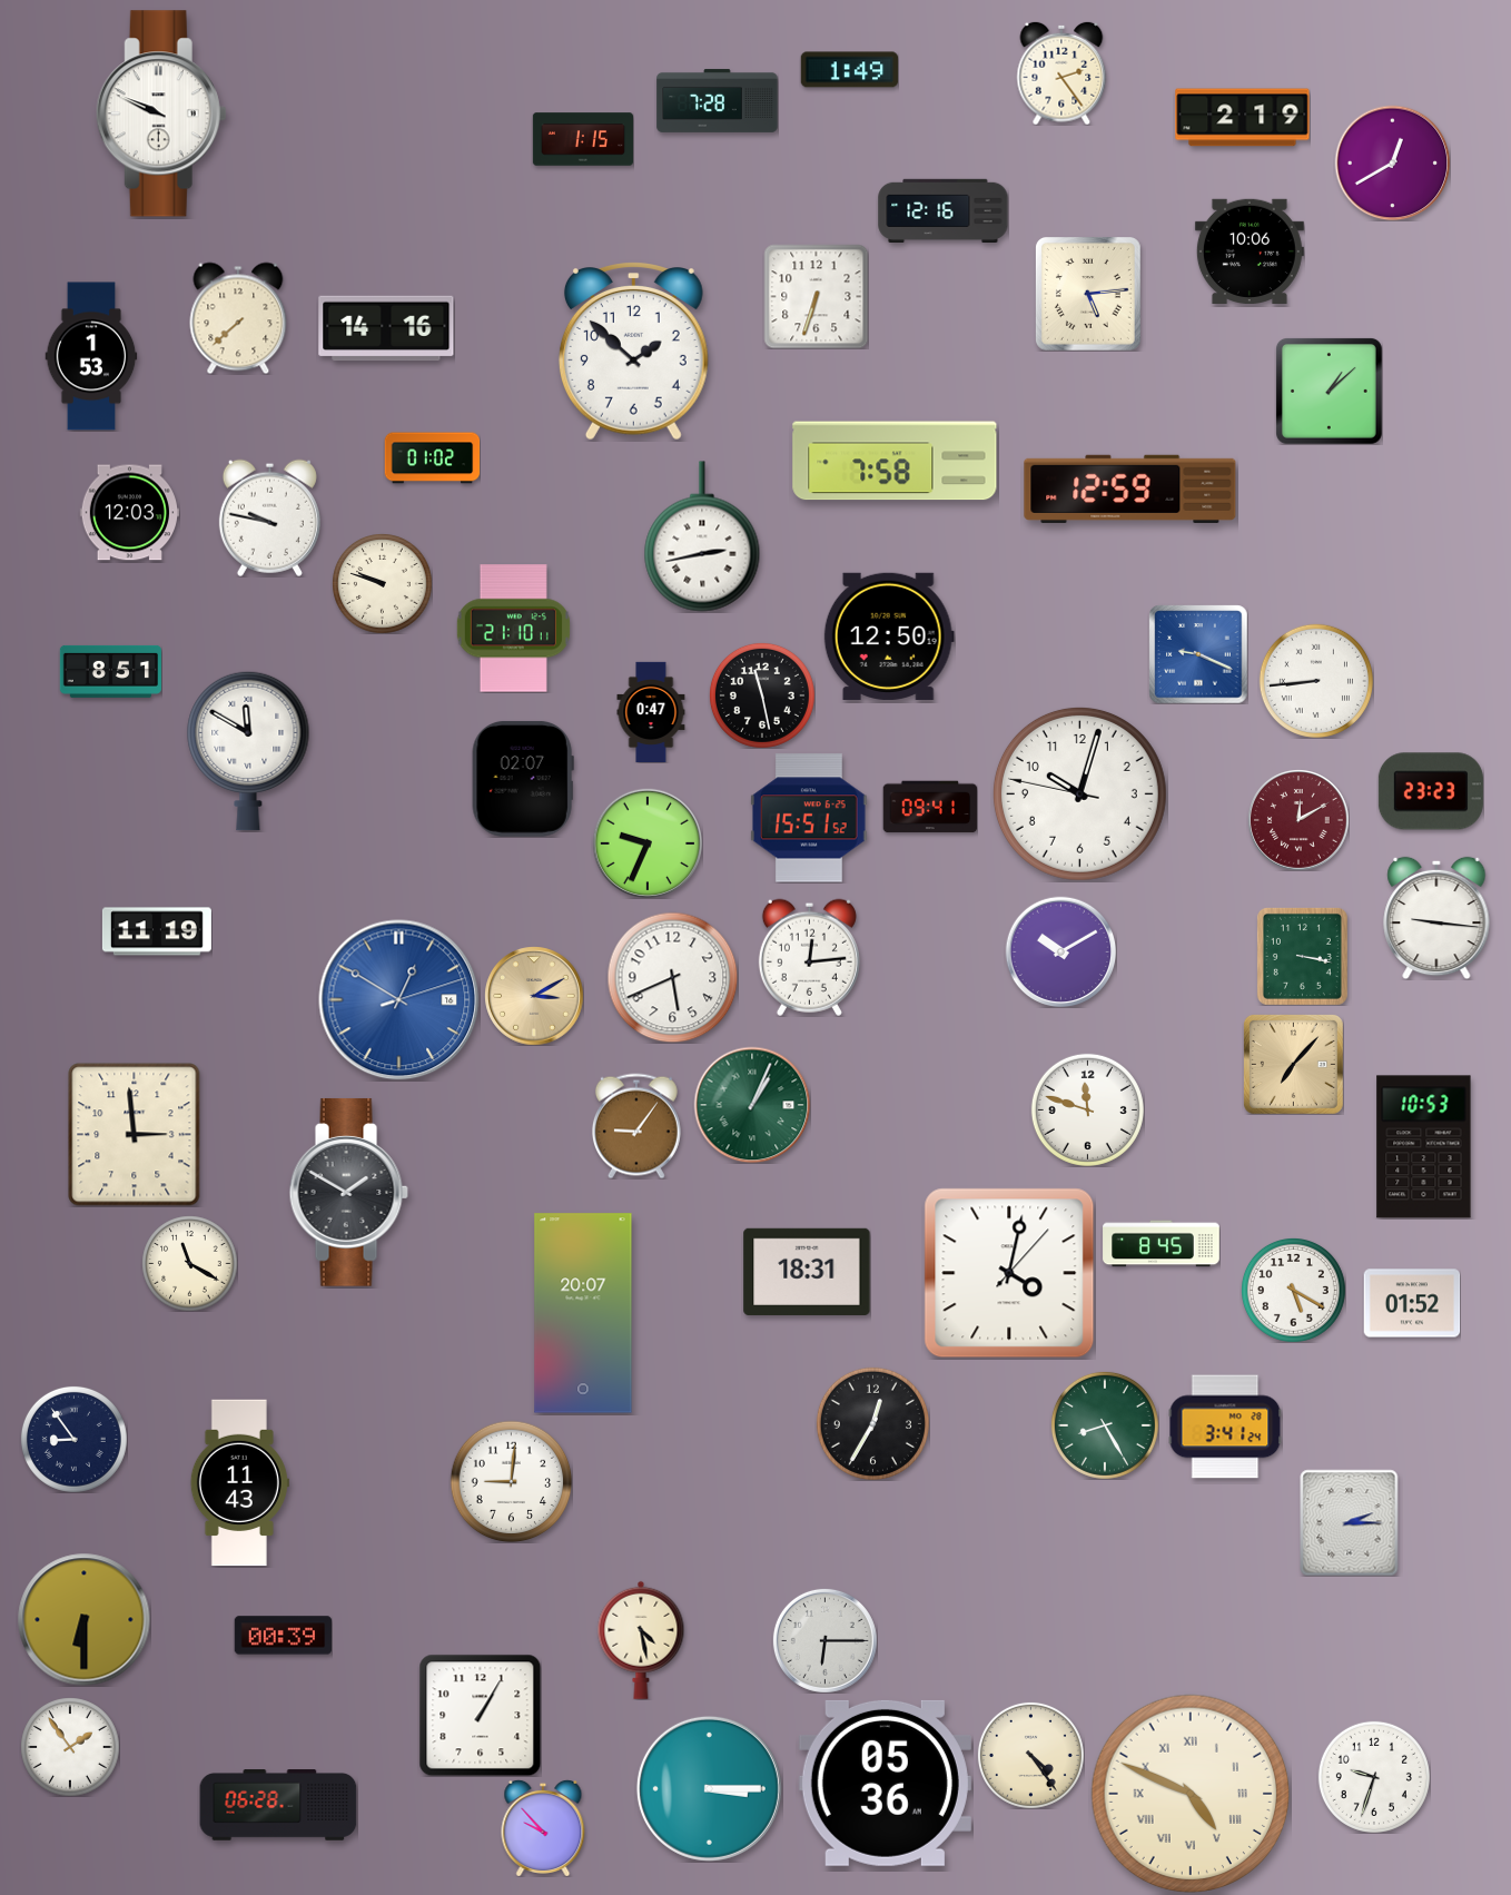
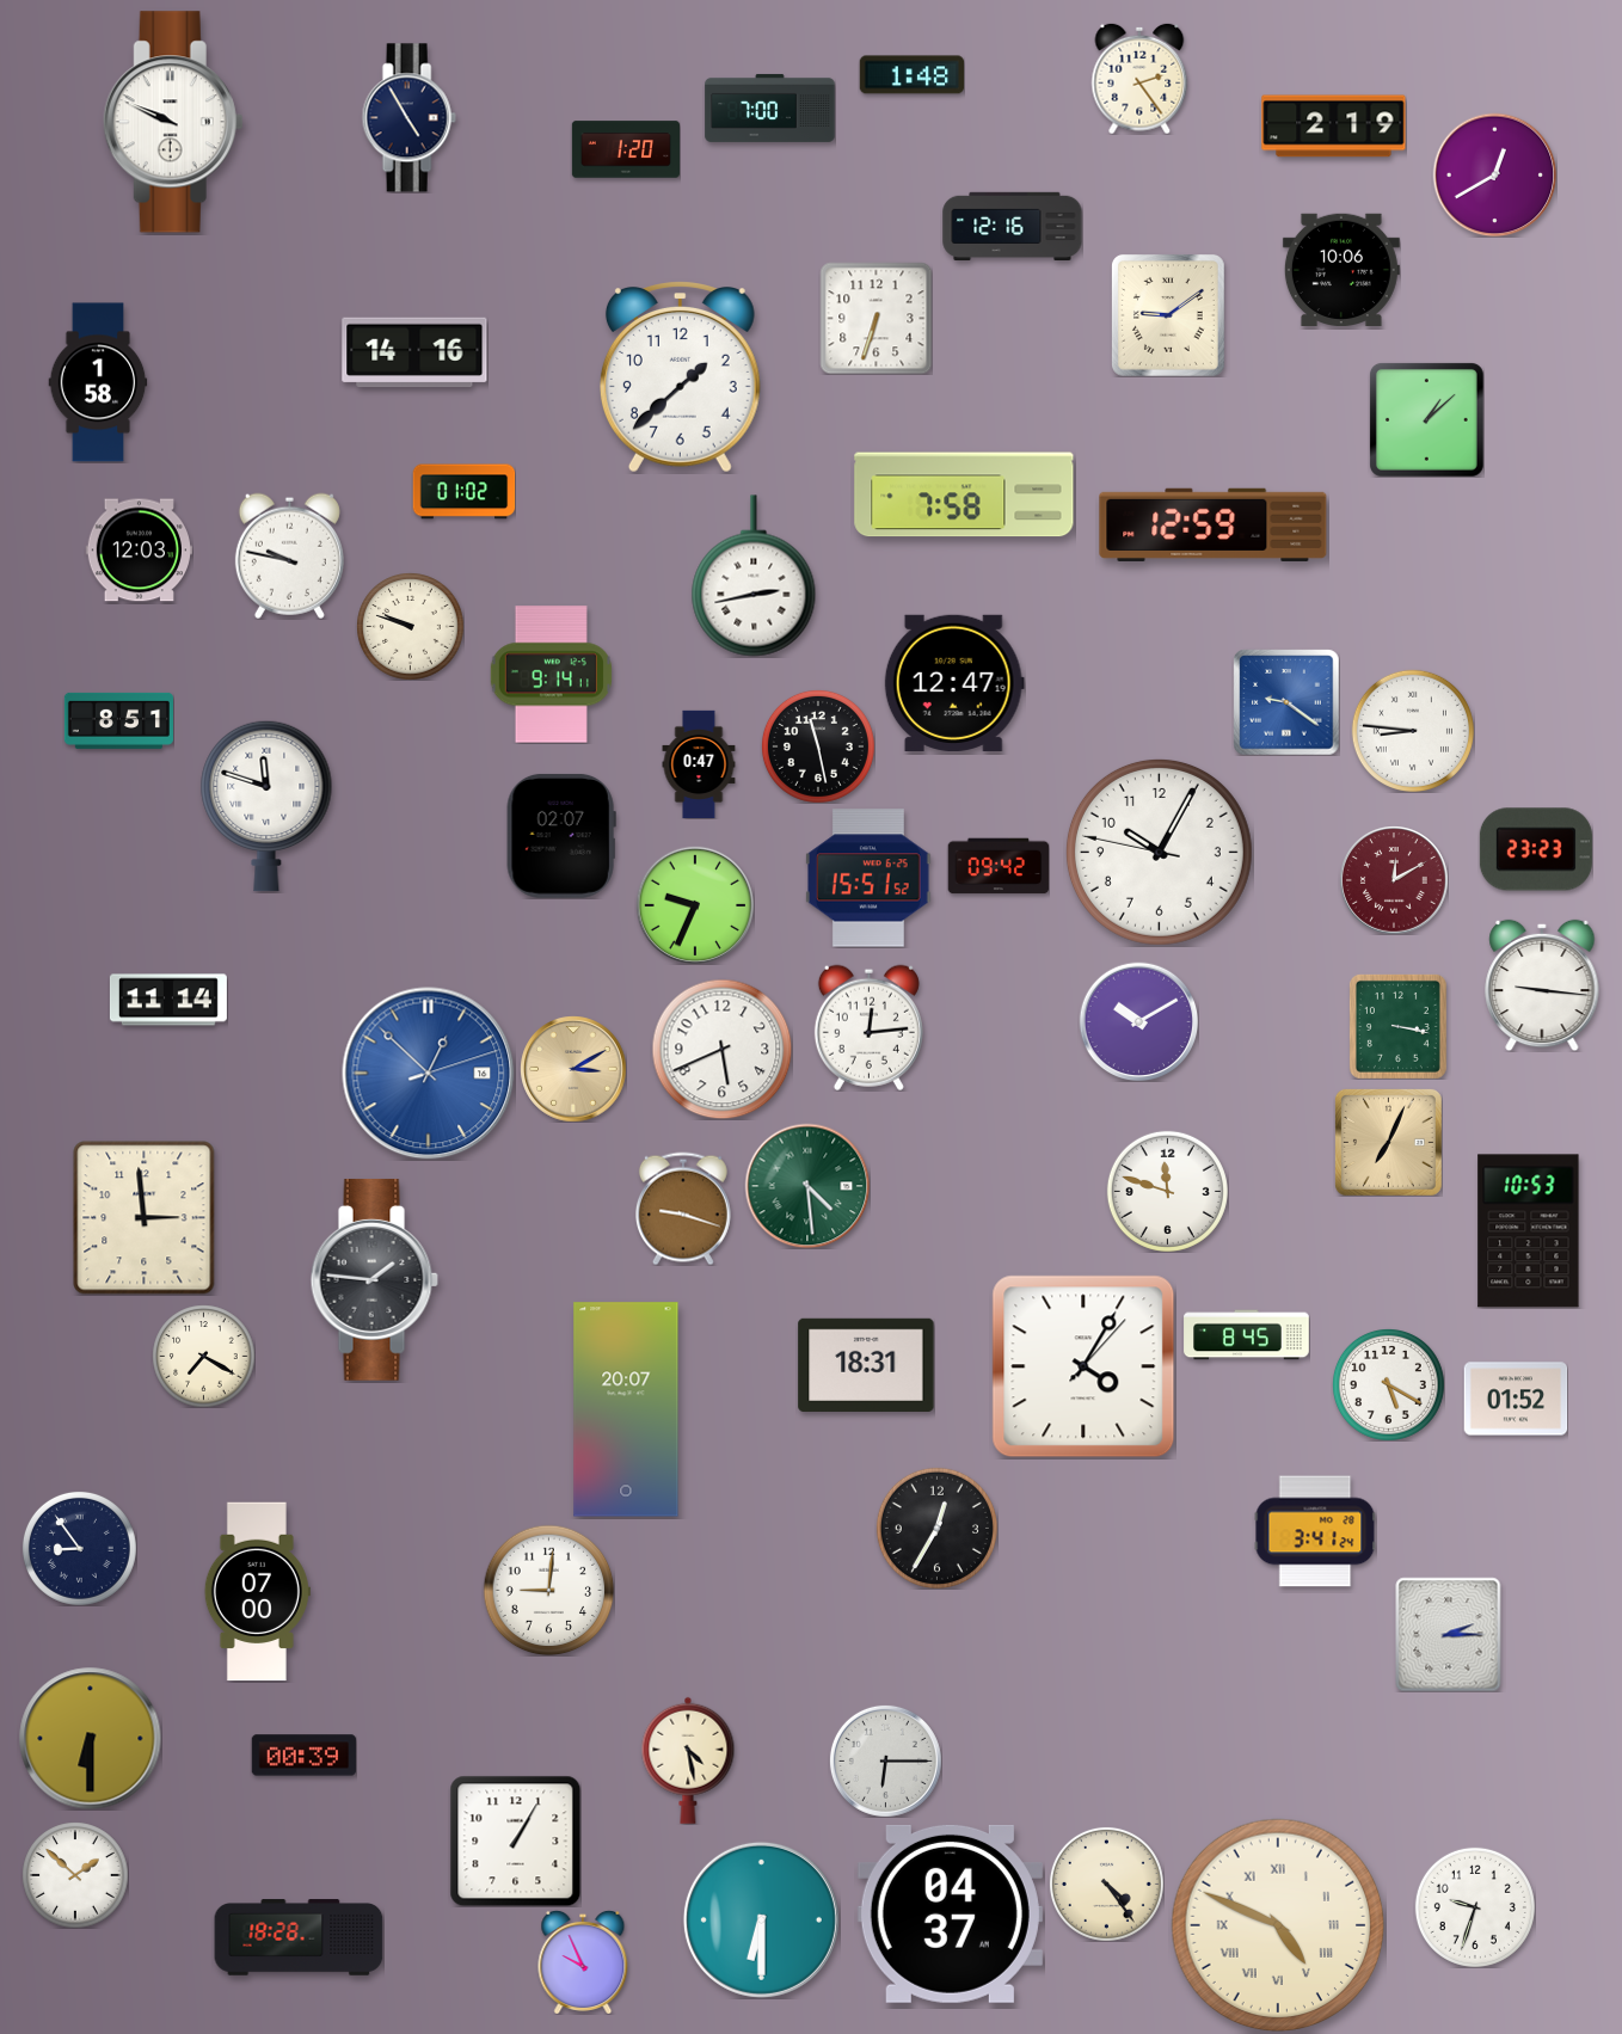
clock at (849, 70): 1:49 -> 1:48
clock at (718, 101): 7:28 -> 7:00
clock at (408, 118): none -> 4:55
clock at (583, 139): 1:15 -> 1:20
clock at (1088, 294): 5:14 -> 9:09
clock at (238, 318): 7:38 -> none
clock at (633, 352): 1:52 -> 1:38
clock at (91, 356): 1:53 -> 1:58
clock at (895, 461) position: (895, 461) -> (964, 494)
clock at (513, 629): 21:10 -> 9:14
clock at (889, 636): 12:50 -> 12:47
clock at (1198, 654): 9:19 -> 9:21
clock at (1316, 681): 8:44 -> 8:46
clock at (248, 751): 11:50 -> 11:48
clock at (1079, 793): 10:02 -> 10:04
clock at (930, 807): 09:41 -> 09:42
clock at (157, 931): 11:19 -> 11:14
clock at (399, 1000): 12:50 -> 12:52
clock at (1293, 1064): 7:07 -> 7:04
clock at (752, 1105): 1:04 -> 4:29
clock at (636, 1126): 9:06 -> 9:18
clock at (348, 1192): 1:50 -> 1:46
clock at (189, 1263): 11:20 -> 7:20
clock at (1009, 1273): 4:02 -> 4:05
clock at (1105, 1425): 8:25 -> none
clock at (73, 1439) position: (73, 1439) -> (79, 1548)
clock at (239, 1483): 11:43 -> 07:00
clock at (70, 1747): 1:54 -> 1:52
clock at (885, 1783): 05:36 -> 04:37
clock at (709, 1788): 3:15 -> 6:30
clock at (278, 1805): 06:28 -> 18:28
clock at (543, 1828): 9:53 -> 9:56
